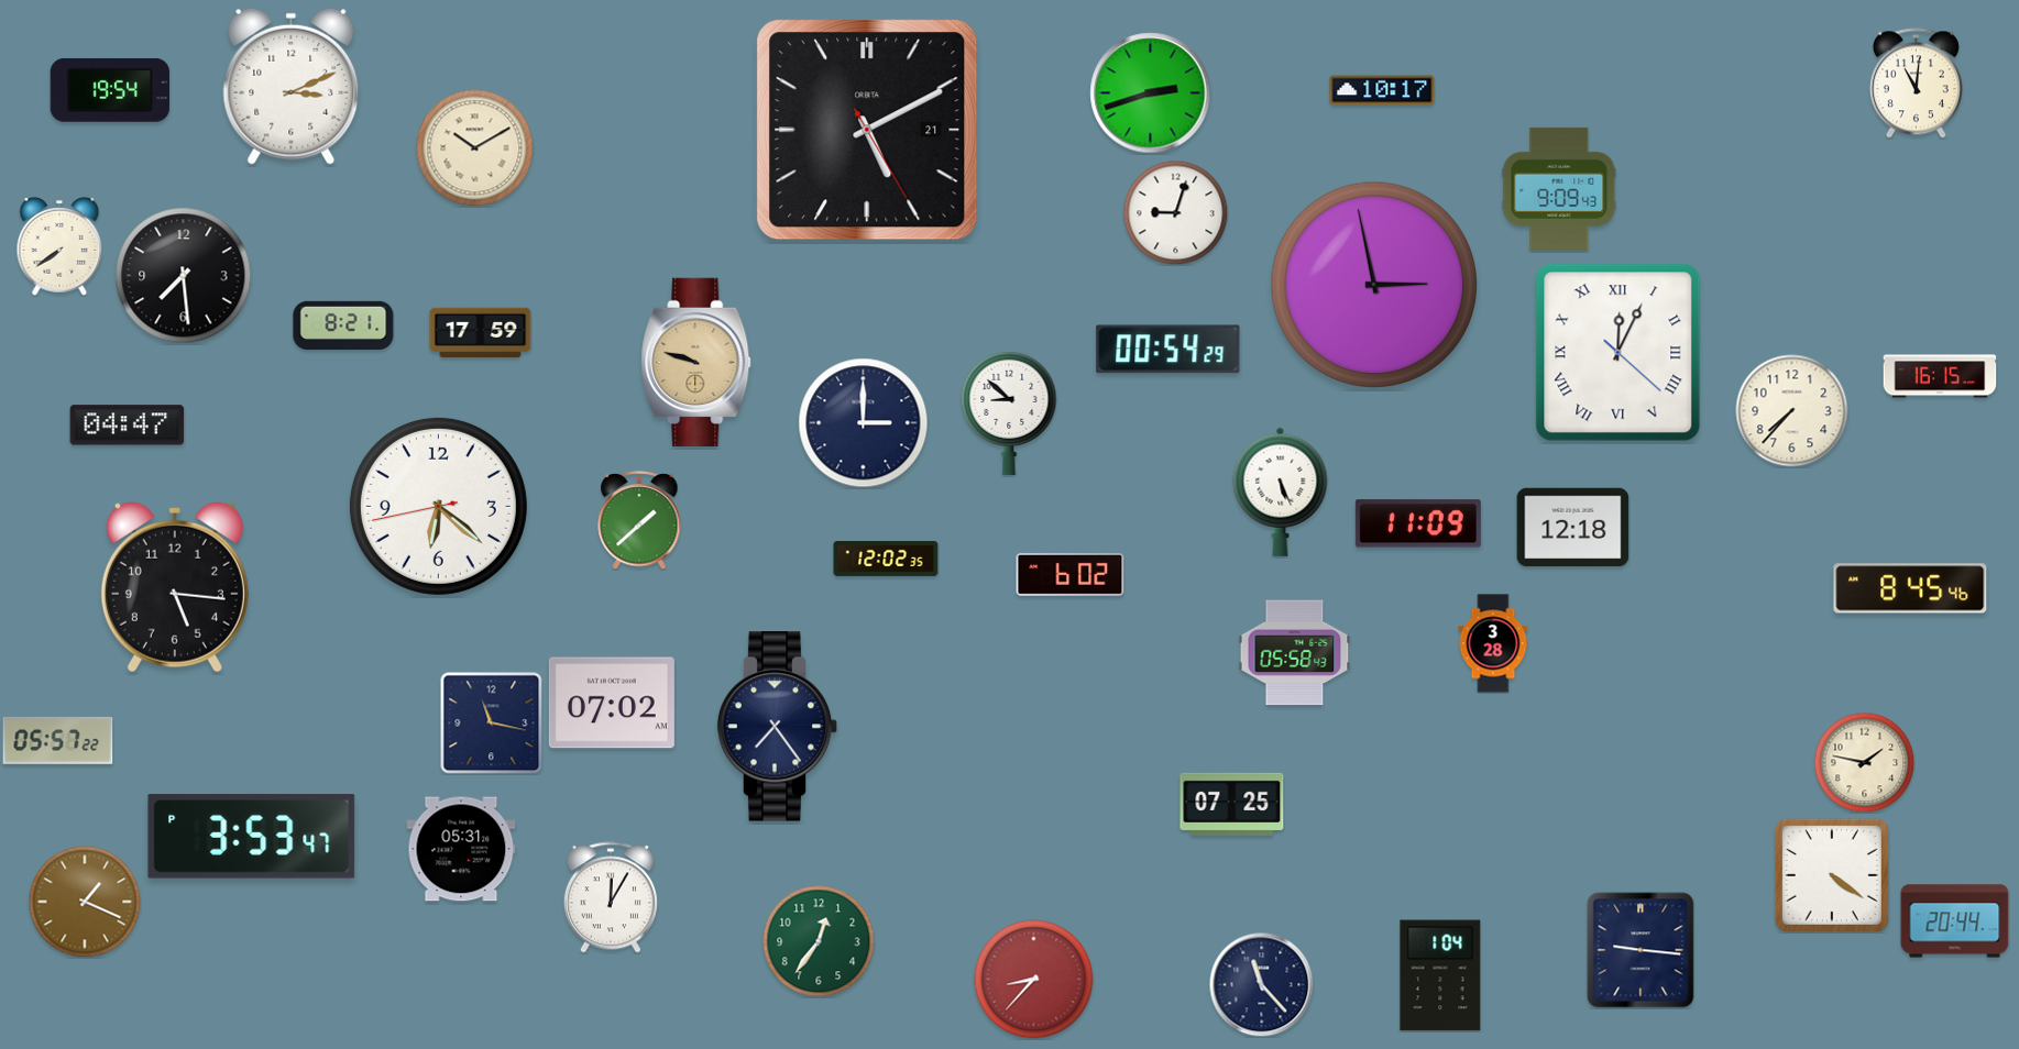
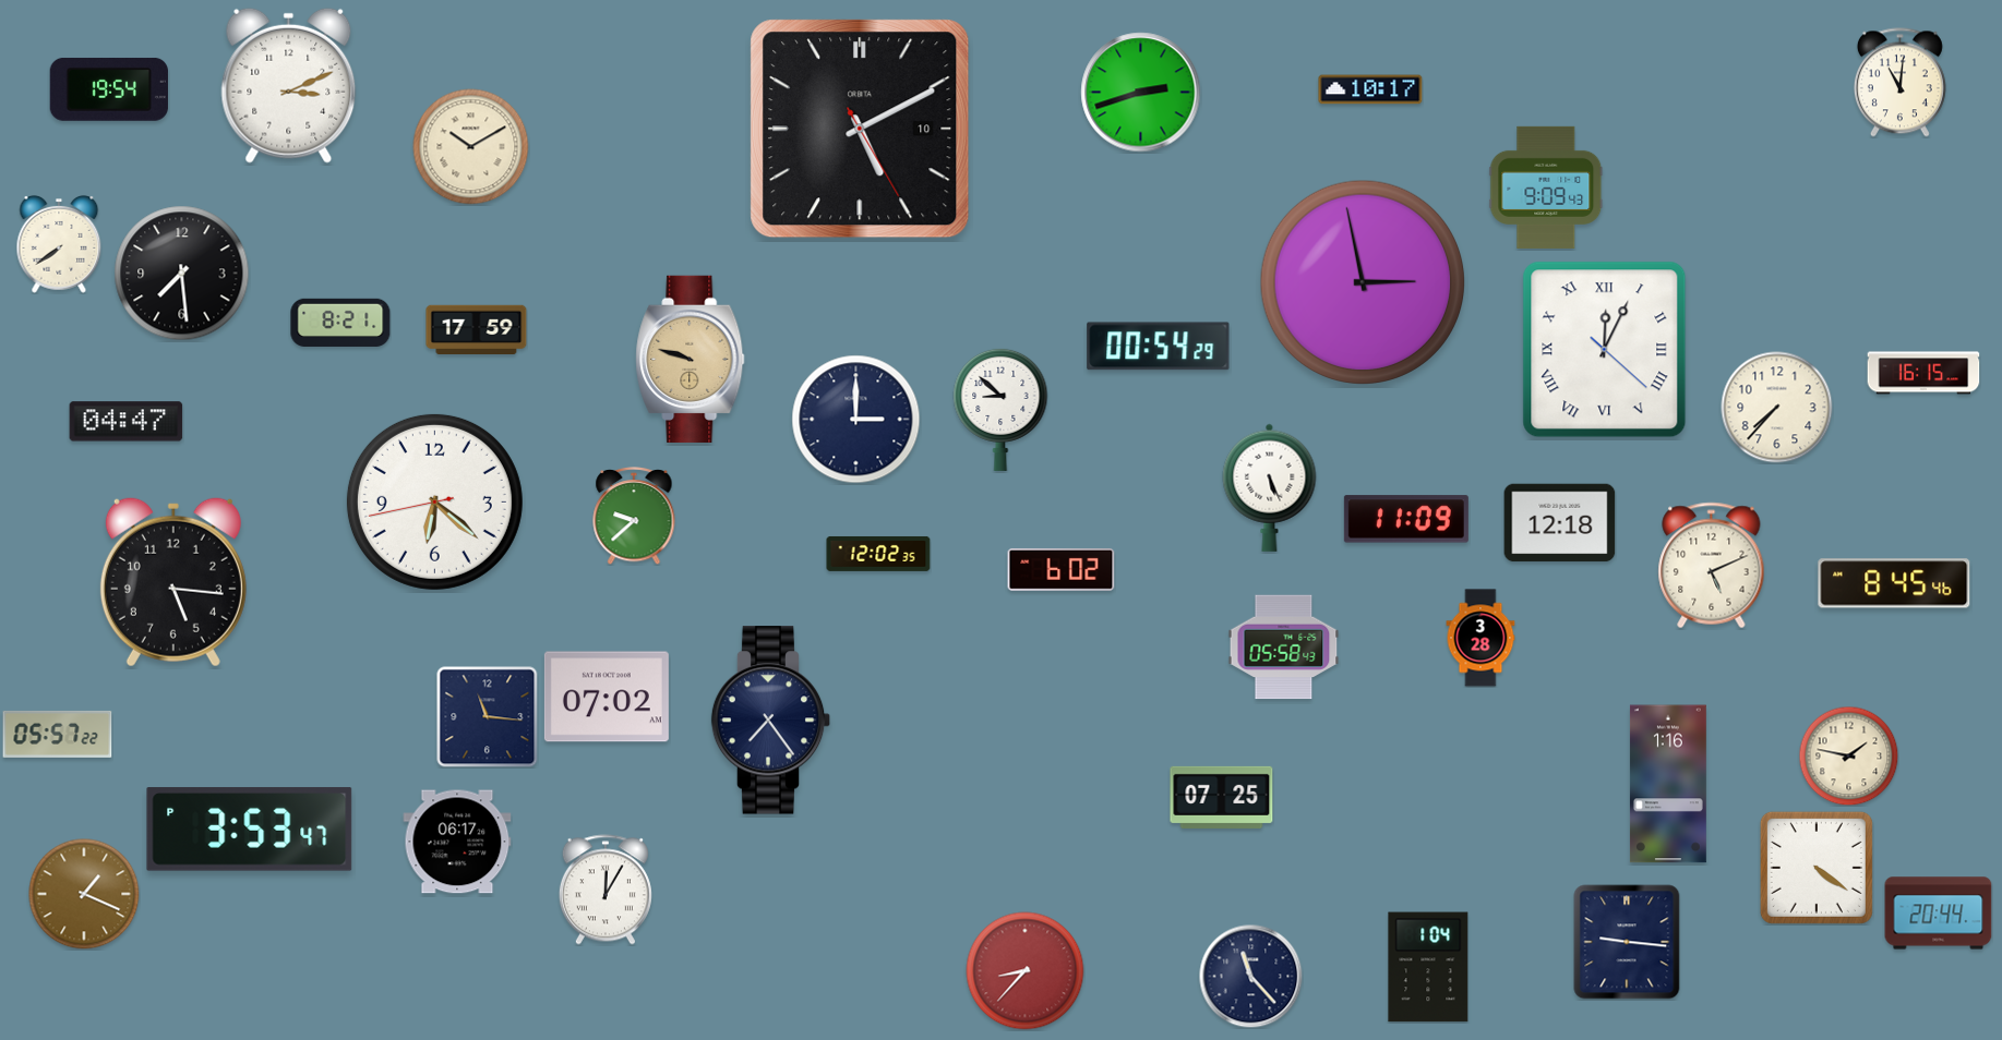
clock at (867, 130) date: 21 -> 10
clock at (1175, 212): 9:03 -> none
clock at (639, 521): 1:38 -> 9:38
clock at (1712, 566): none -> 5:11
clock at (491, 722): 11:17 -> 11:16
clock at (1668, 784): none -> 1:16
clock at (461, 849): 05:31 -> 06:17
clock at (819, 941): 12:36 -> none
